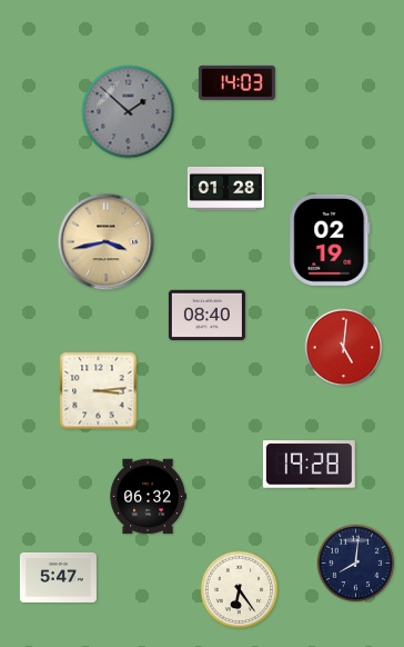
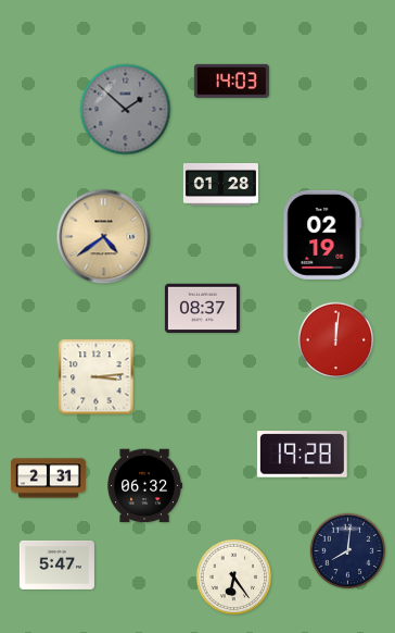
clock at (107, 242): 3:43 -> 4:39
clock at (206, 315): 08:40 -> 08:37
clock at (344, 348): 5:01 -> 12:01
clock at (99, 391) position: (99, 391) -> (97, 377)
clock at (48, 479): none -> 2:31
